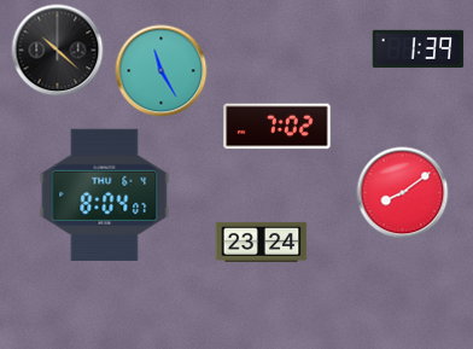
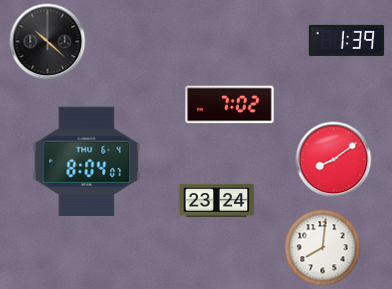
clock at (162, 71): 11:25 -> none
clock at (323, 248): none -> 8:01
